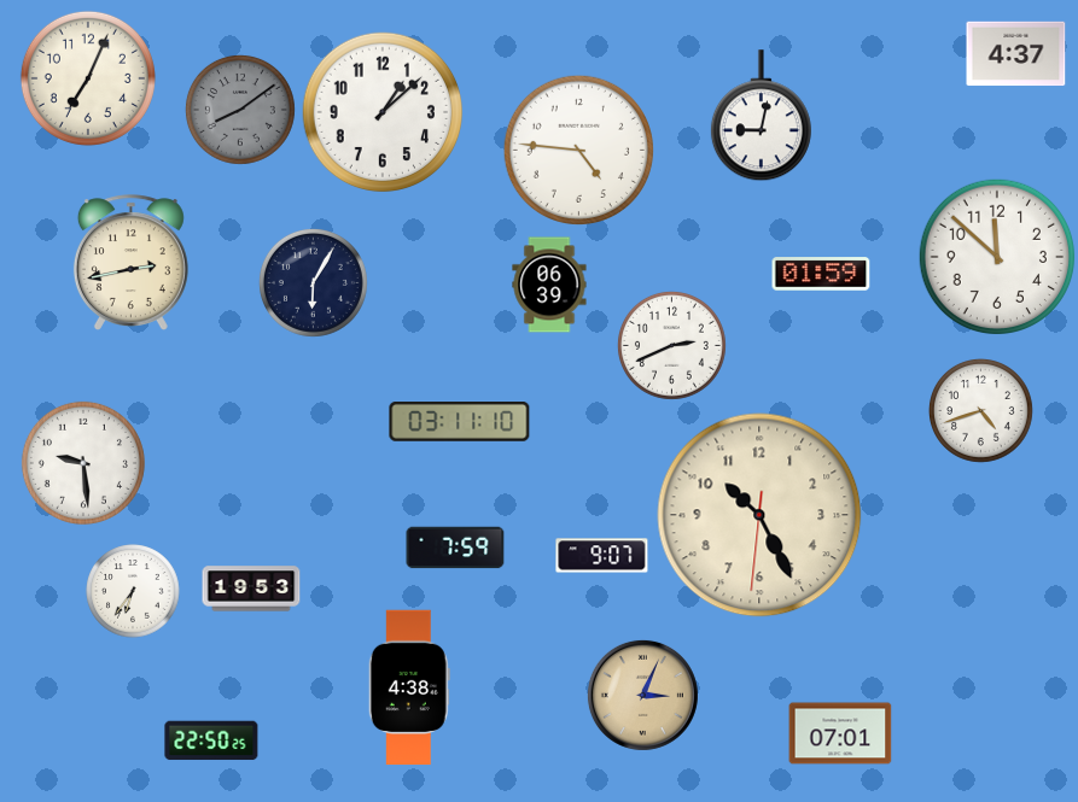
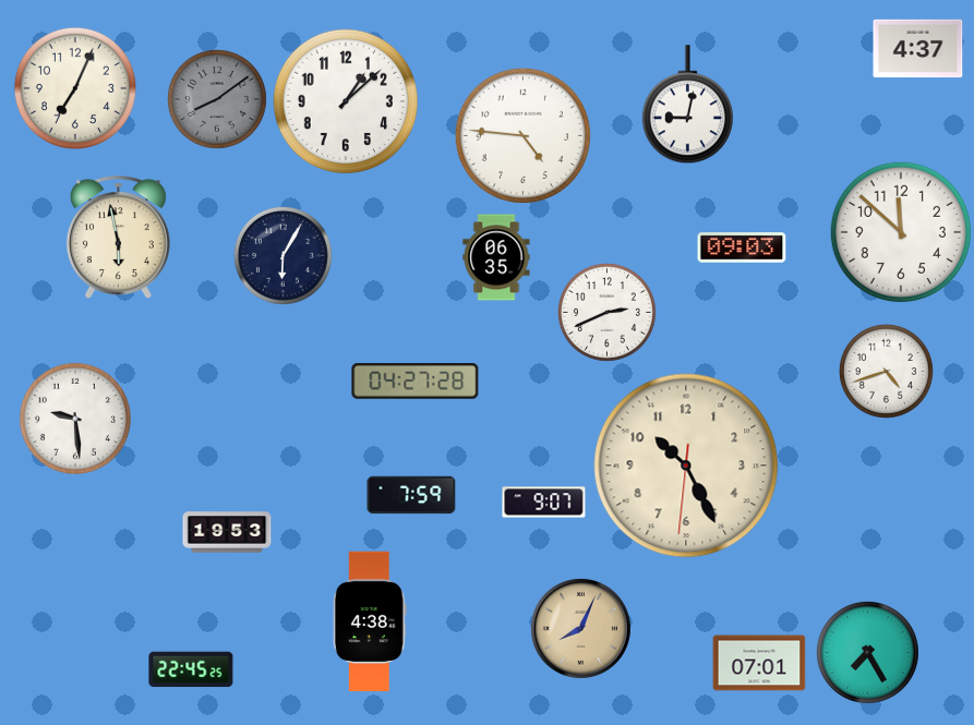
clock at (88, 78) position: (88, 78) -> (75, 88)
clock at (130, 262): 2:43 -> 5:58
clock at (821, 274): 01:59 -> 09:03
clock at (549, 285): 06:39 -> 06:35
clock at (460, 422): 03:11 -> 04:27
clock at (133, 591): 6:36 -> none
clock at (642, 695): 3:04 -> 8:04
clock at (867, 652): none -> 7:25
clock at (211, 740): 22:50 -> 22:45
